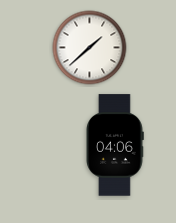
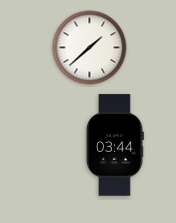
clock at (115, 145): 04:06 -> 03:44
